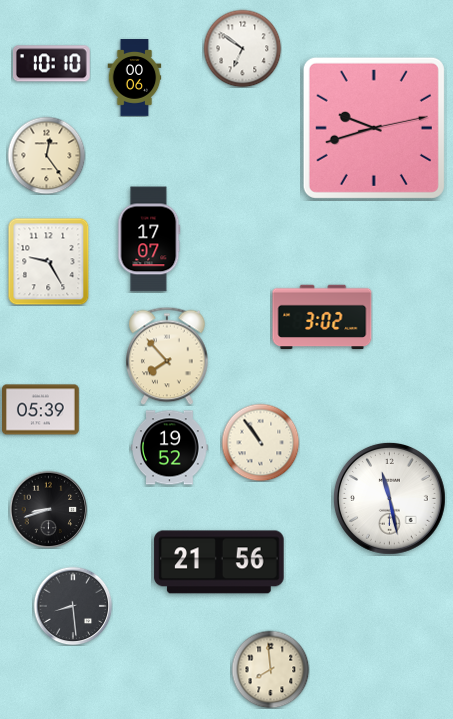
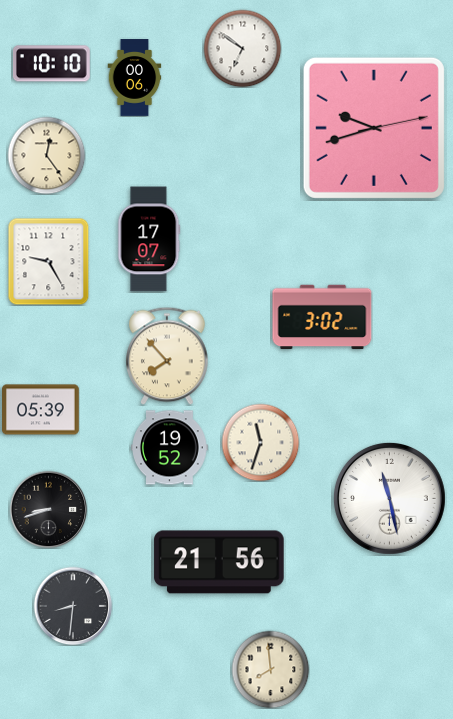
clock at (260, 442): 10:54 -> 11:33
clock at (73, 606): 8:29 -> 8:31
